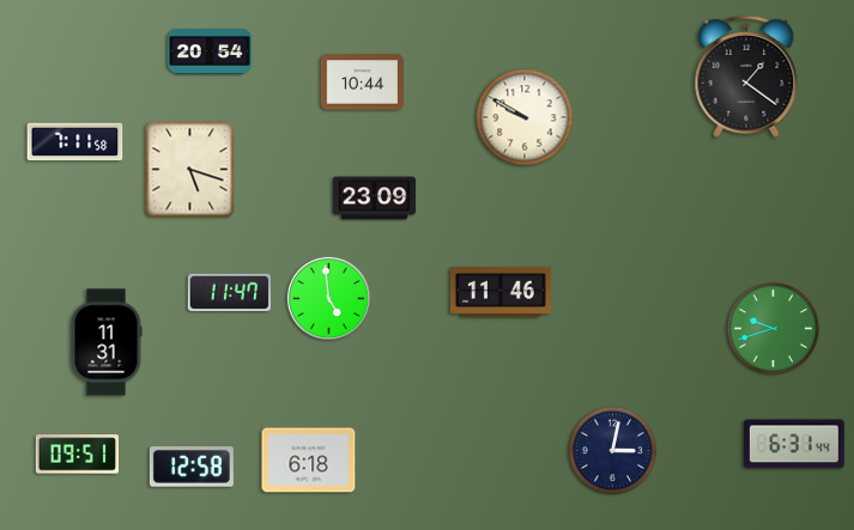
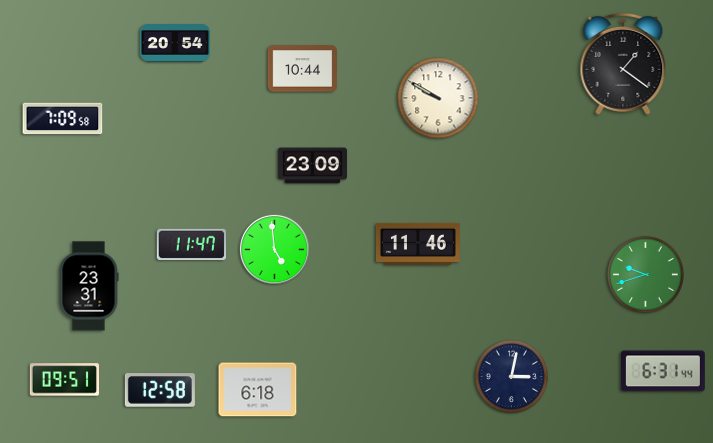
clock at (75, 142): 7:11 -> 7:09
clock at (190, 170): 5:18 -> none
clock at (107, 342): 11:31 -> 23:31
clock at (309, 461) position: (309, 461) -> (258, 390)
